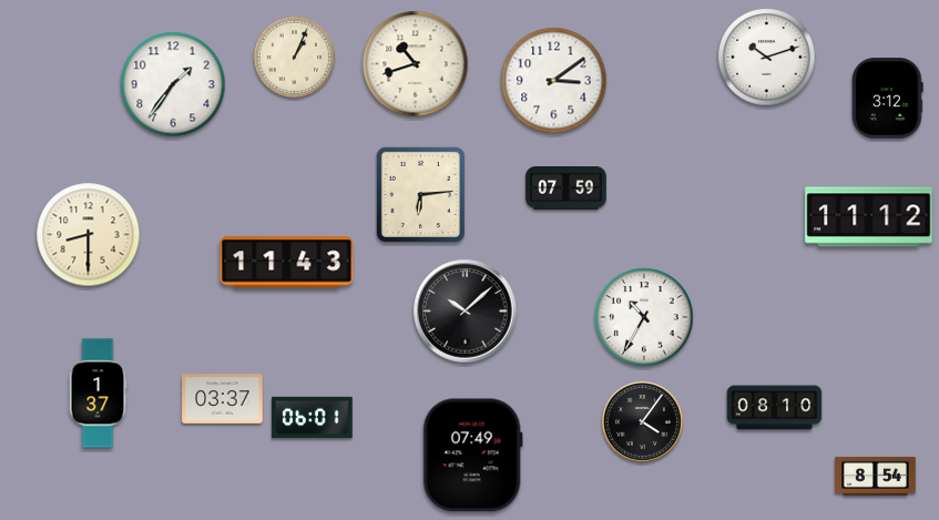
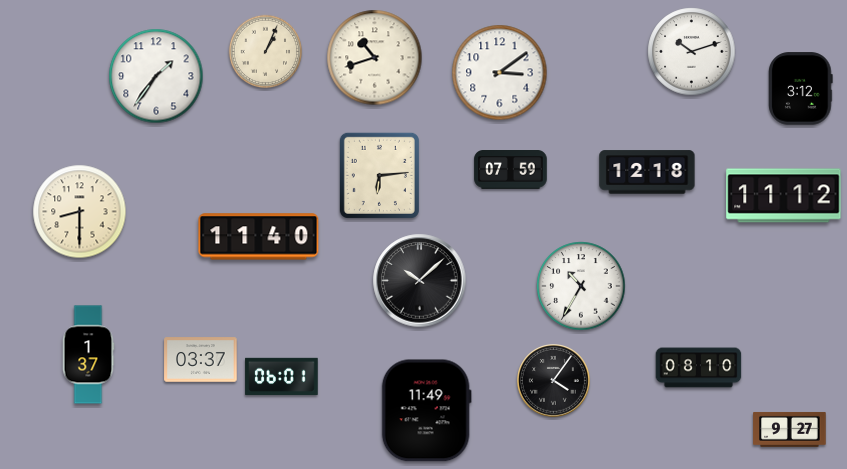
clock at (647, 172): none -> 12:18
clock at (287, 263): 11:43 -> 11:40
clock at (643, 422) position: (643, 422) -> (554, 381)
clock at (472, 456): 07:49 -> 11:49
clock at (876, 476): 8:54 -> 9:27
